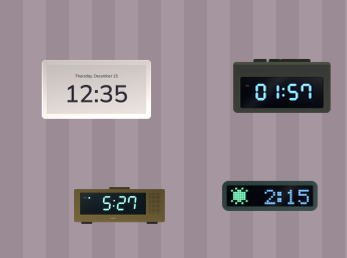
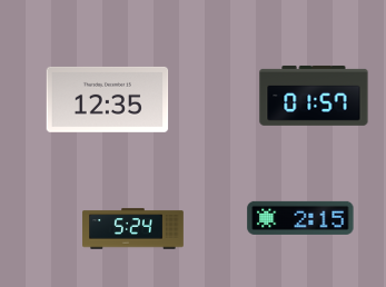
clock at (120, 206): 5:27 -> 5:24
